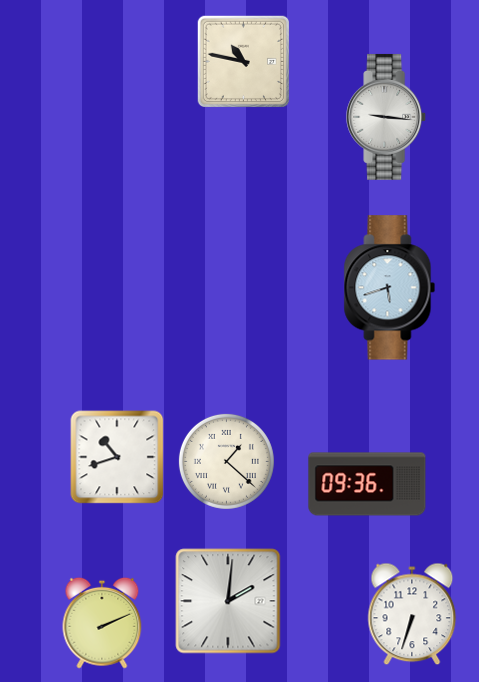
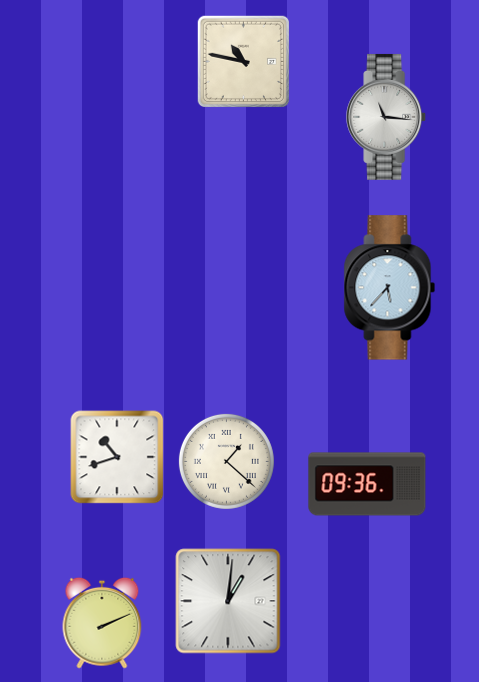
clock at (387, 117): 9:16 -> 11:16
clock at (390, 288): 5:42 -> 5:37
clock at (228, 601): 2:01 -> 1:01
clock at (412, 614): 6:33 -> none
